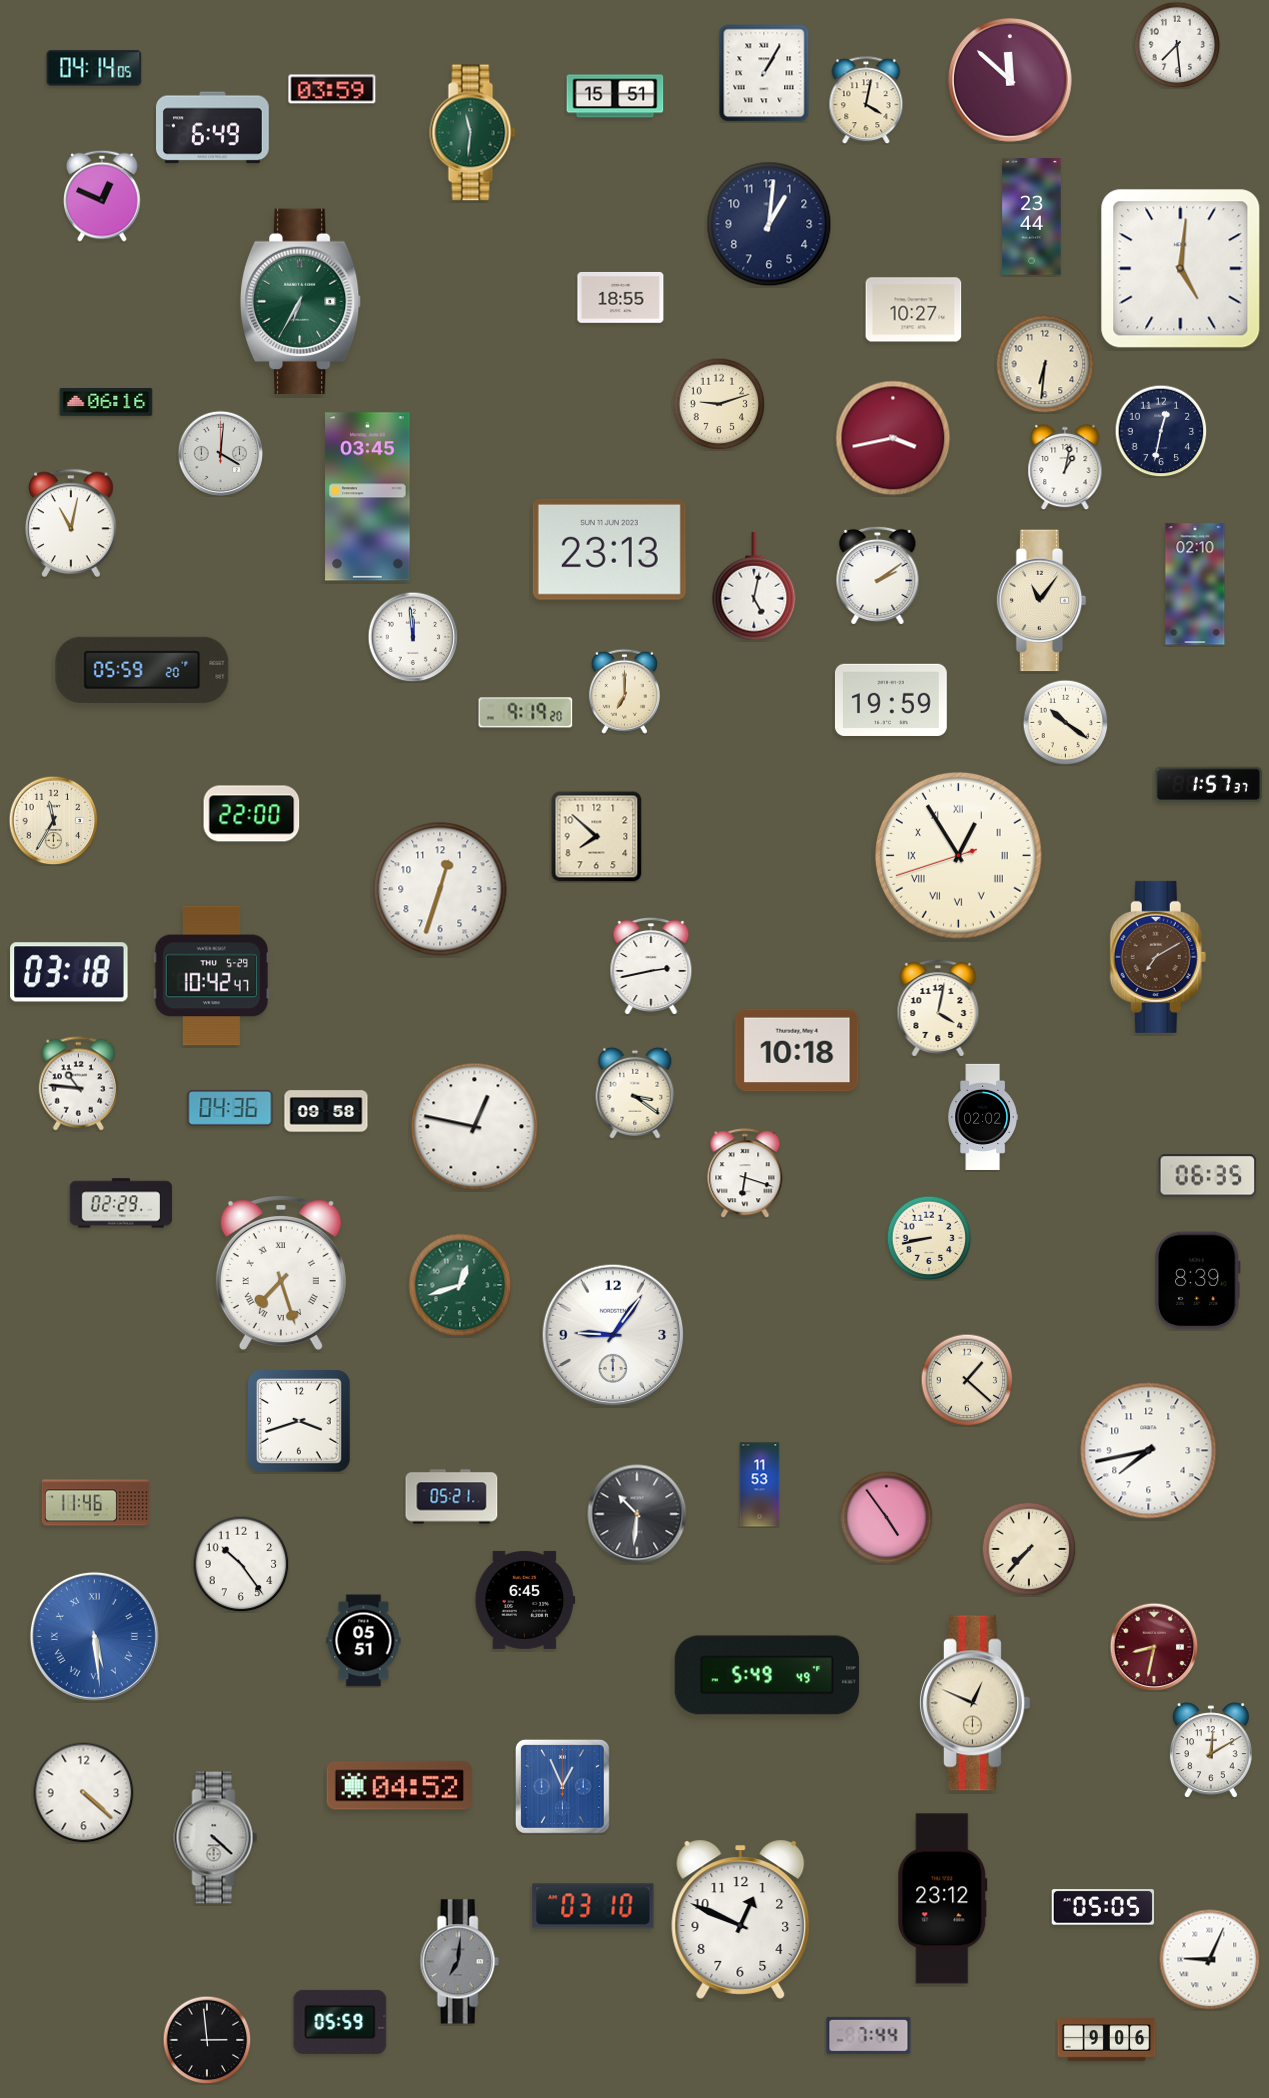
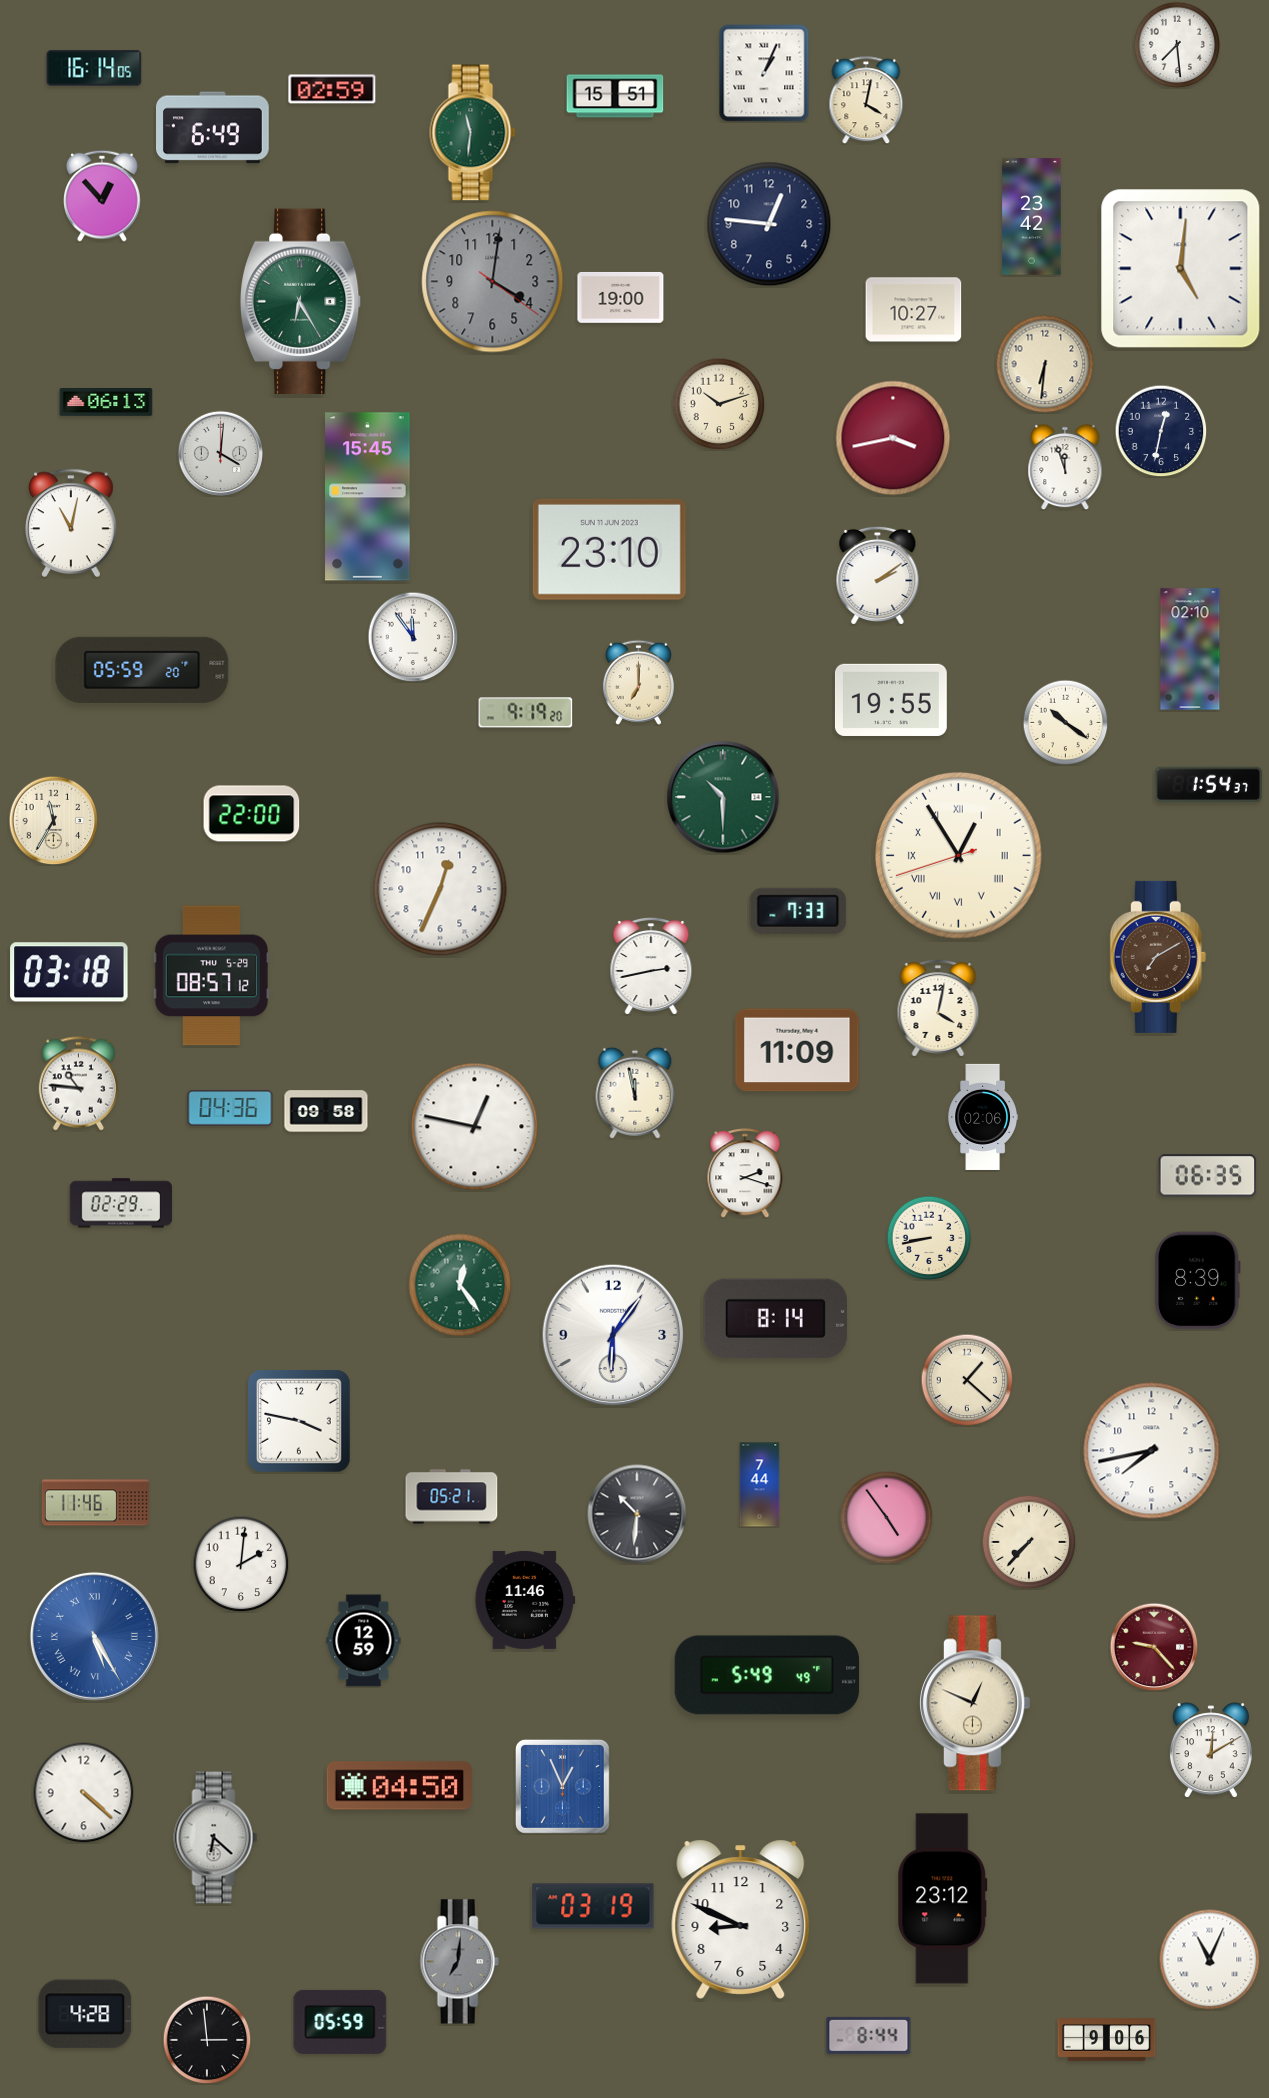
clock at (94, 68): 04:14 -> 16:14
clock at (764, 73): 1:05 -> 1:04
clock at (1011, 81): 11:52 -> none
clock at (332, 89): 03:59 -> 02:59
clock at (102, 196): 12:49 -> 12:53
clock at (1032, 217): 23:44 -> 23:42
clock at (769, 224): 1:01 -> 12:46
clock at (493, 282): none -> 4:01
clock at (621, 298): 18:55 -> 19:00
clock at (301, 301): 6:35 -> 6:25
clock at (106, 403): 06:16 -> 06:13
clock at (719, 404): 9:12 -> 10:12
clock at (1065, 467): 1:02 -> 11:57
clock at (368, 497): 03:45 -> 15:45
clock at (609, 549): 23:13 -> 23:10
clock at (1195, 584) position: (1195, 584) -> (1190, 649)
clock at (754, 586): 5:02 -> none
clock at (1042, 601): 11:06 -> none
clock at (413, 637): 11:59 -> 11:54
clock at (624, 691) position: (624, 691) -> (638, 682)
clock at (891, 700): 19:59 -> 19:55
clock at (1208, 784): 1:57 -> 1:54
clock at (723, 797): none -> 10:30
clock at (597, 837): 7:52 -> none
clock at (440, 889): 12:33 -> 12:34
clock at (798, 911): none -> 7:33
clock at (211, 976): 10:42 -> 08:57
clock at (797, 1050): 10:18 -> 11:09
clock at (635, 1093): 3:21 -> 11:58
clock at (982, 1117): 02:02 -> 02:06
clock at (745, 1173): 6:18 -> 2:18
clock at (281, 1273): 7:27 -> none
clock at (460, 1285): 12:42 -> 12:24
clock at (775, 1318): none -> 8:14
clock at (613, 1335): 9:06 -> 6:06
clock at (299, 1421): 3:42 -> 3:47
clock at (1149, 1451) position: (1149, 1451) -> (1152, 1451)
clock at (760, 1485): 11:53 -> 7:44
clock at (1029, 1549) position: (1029, 1549) -> (1029, 1542)
clock at (241, 1564): 10:24 -> 2:01
clock at (525, 1600): 6:45 -> 11:46
clock at (94, 1636): 5:29 -> 5:25
clock at (364, 1641): 05:51 -> 12:59
clock at (1154, 1647): 8:32 -> 9:23
clock at (399, 1786): 04:52 -> 04:50
clock at (216, 1838): 4:22 -> 6:22
clock at (593, 1906): 03:10 -> 03:19
clock at (1102, 1907): 05:05 -> none
clock at (741, 1919): 12:49 -> 8:49
clock at (1210, 1960): 9:04 -> 11:04
clock at (85, 2014): none -> 4:28
clock at (869, 2035): 7:44 -> 8:44
